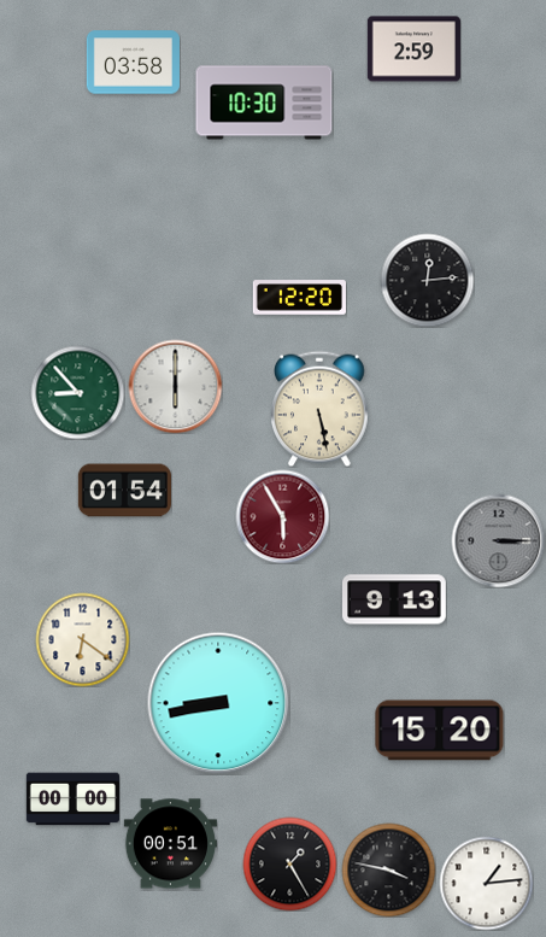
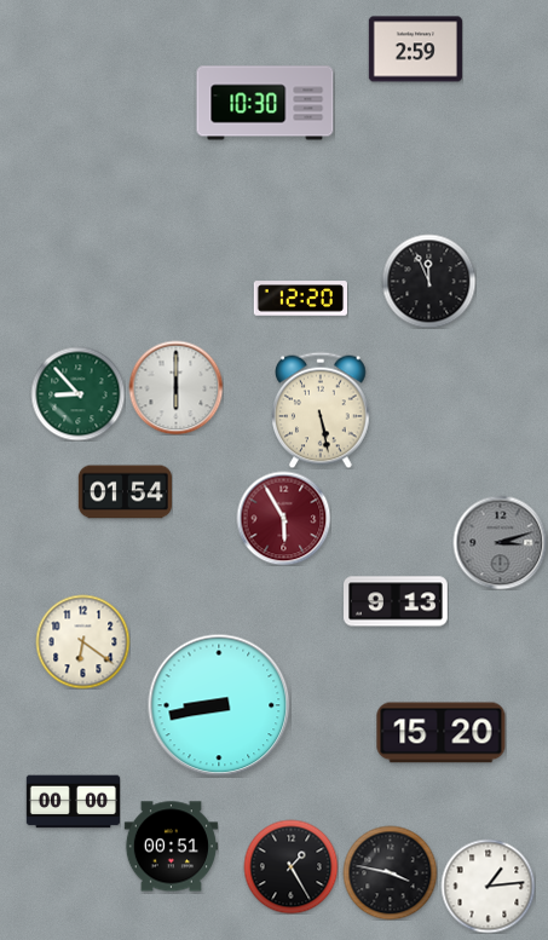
clock at (133, 63): 03:58 -> none
clock at (427, 280): 12:14 -> 11:56
clock at (498, 540): 3:15 -> 3:12
